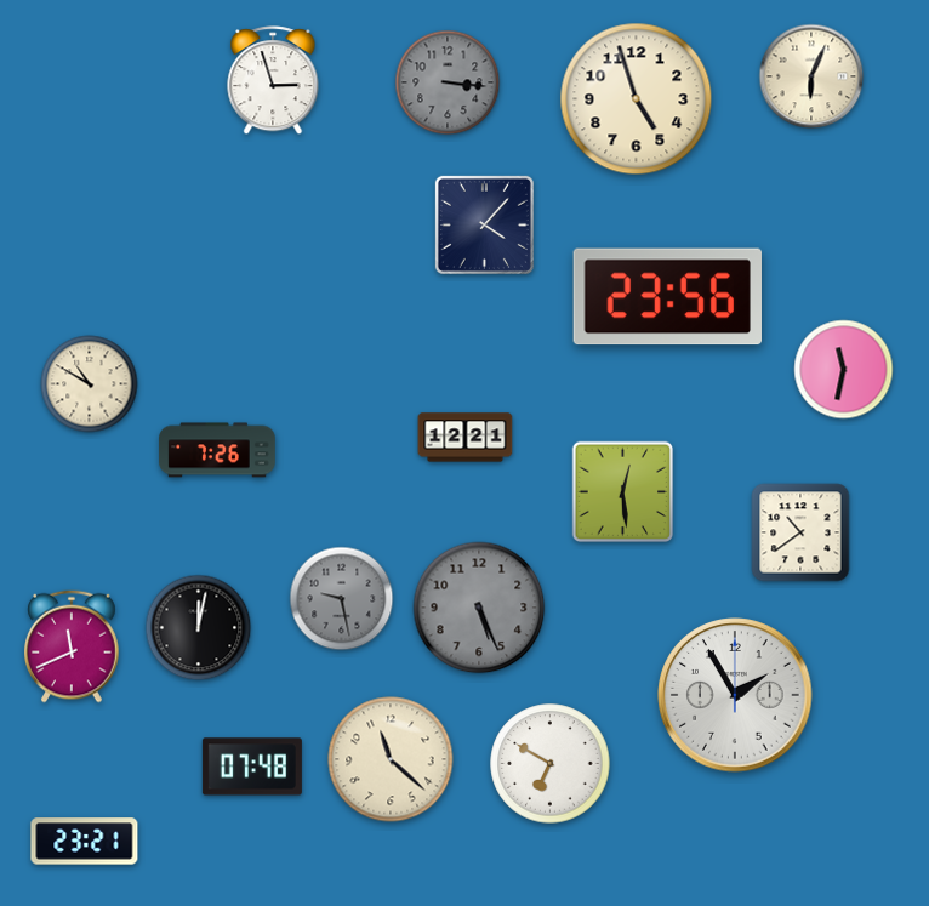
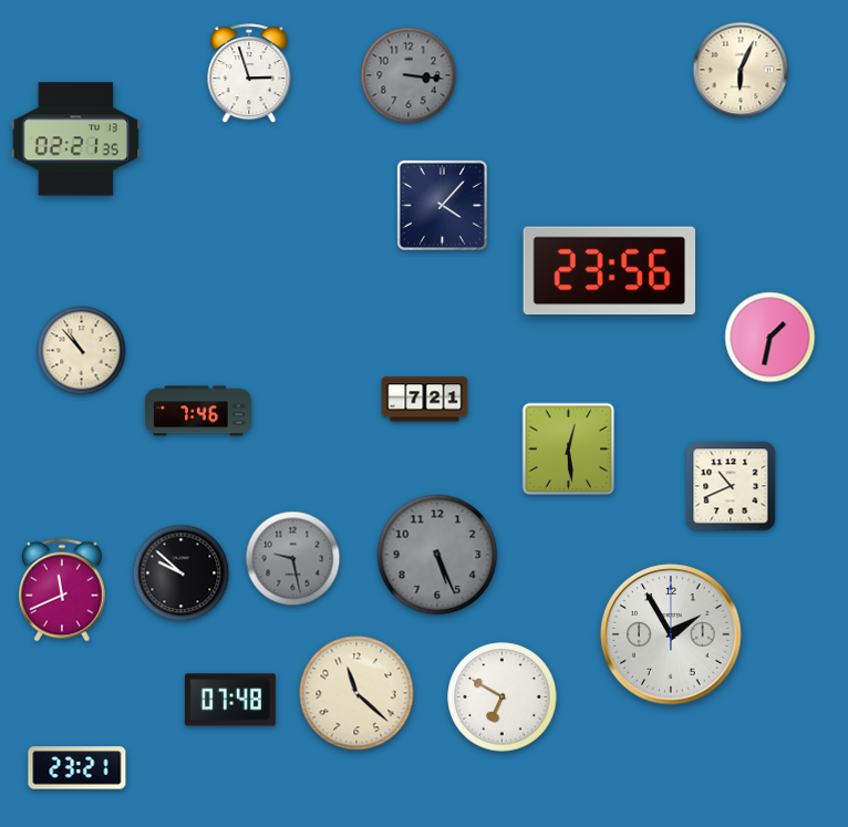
clock at (637, 99): 4:57 -> none
clock at (76, 139): none -> 02:21
clock at (844, 370): 11:32 -> 1:32
clock at (90, 384): 10:50 -> 10:53
clock at (466, 438): 12:21 -> 7:21
clock at (217, 450): 7:26 -> 7:46
clock at (800, 532): 10:39 -> 10:41
clock at (342, 599) position: (342, 599) -> (293, 559)
clock at (199, 628): 12:02 -> 9:52
clock at (73, 646) position: (73, 646) -> (63, 590)
